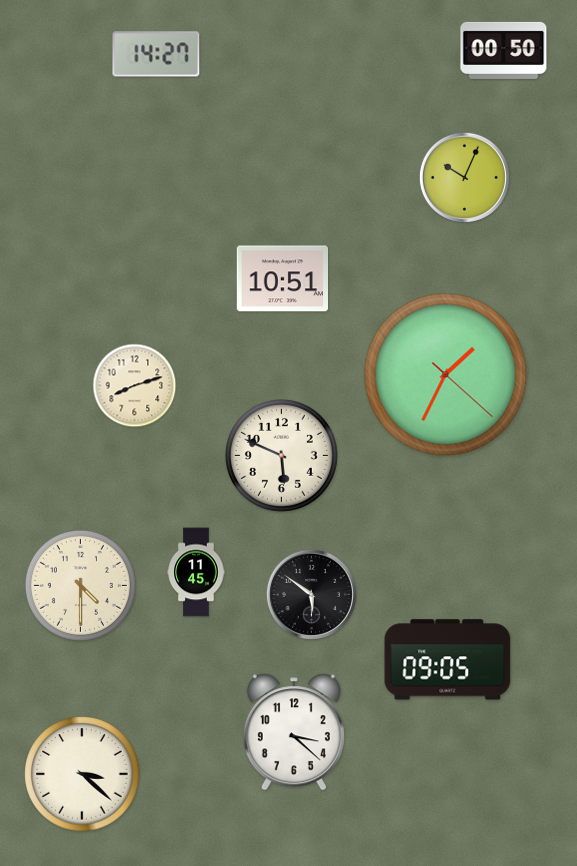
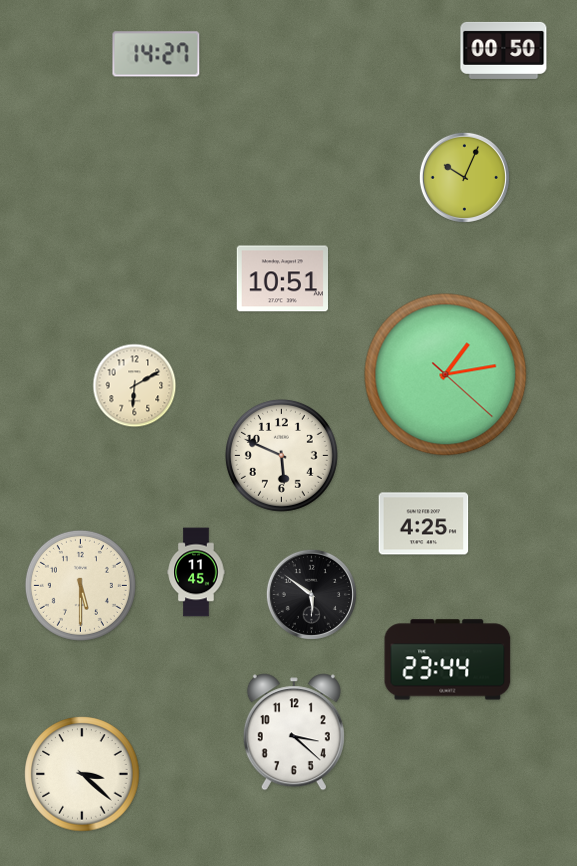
clock at (446, 375): 1:34 -> 1:13
clock at (135, 386): 8:12 -> 6:10
clock at (424, 524): none -> 4:25
clock at (80, 585): 4:30 -> 5:30
clock at (448, 660): 09:05 -> 23:44
